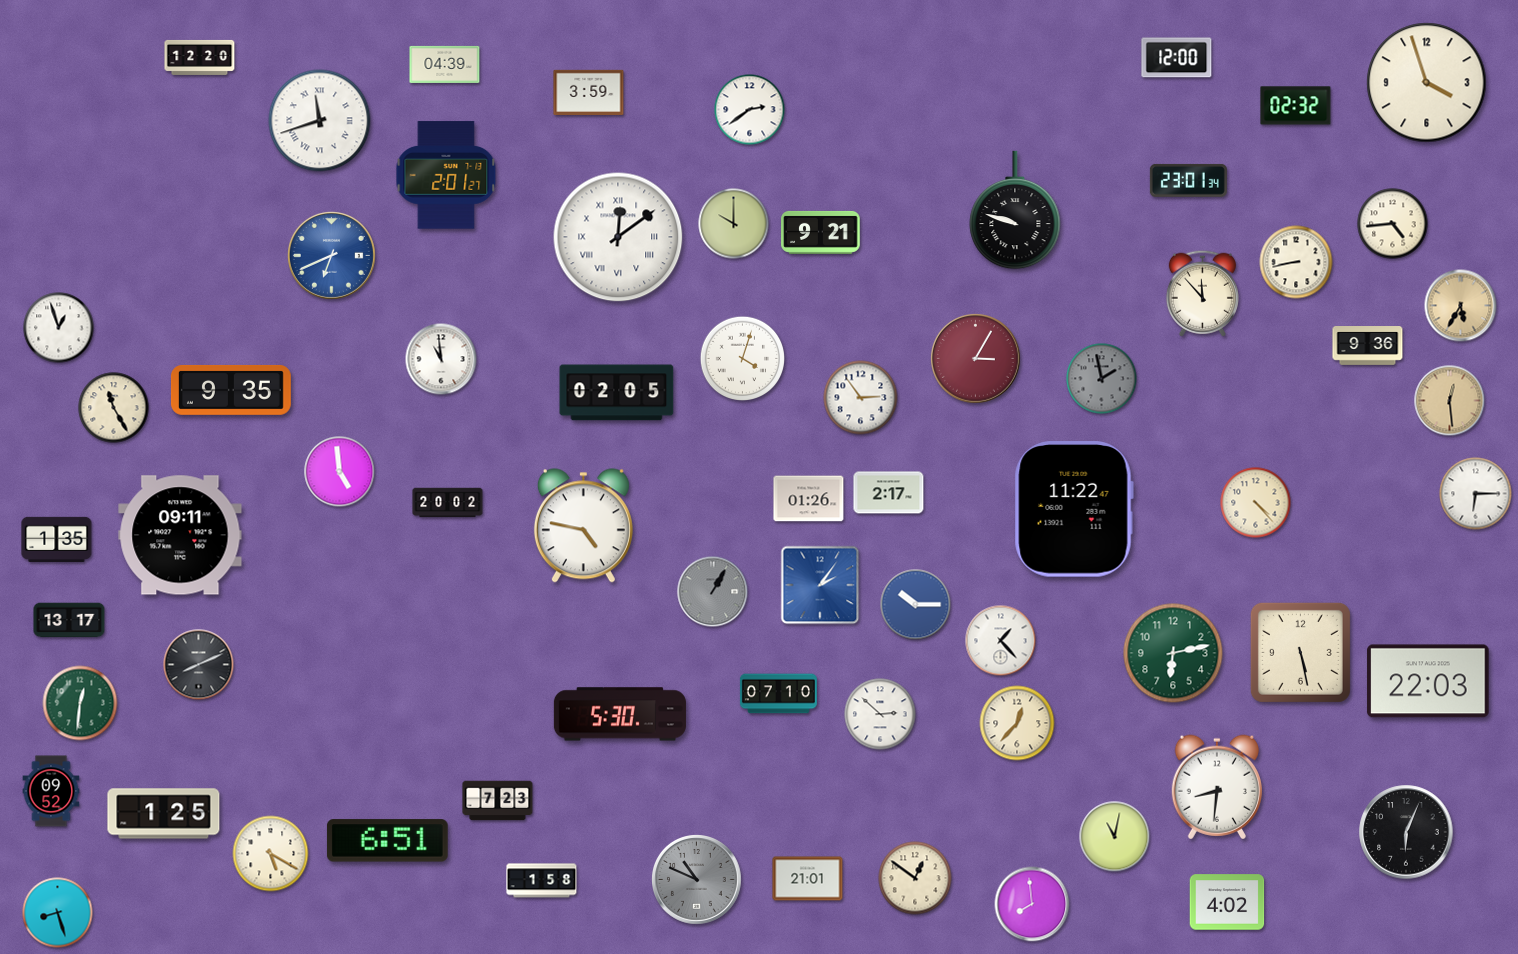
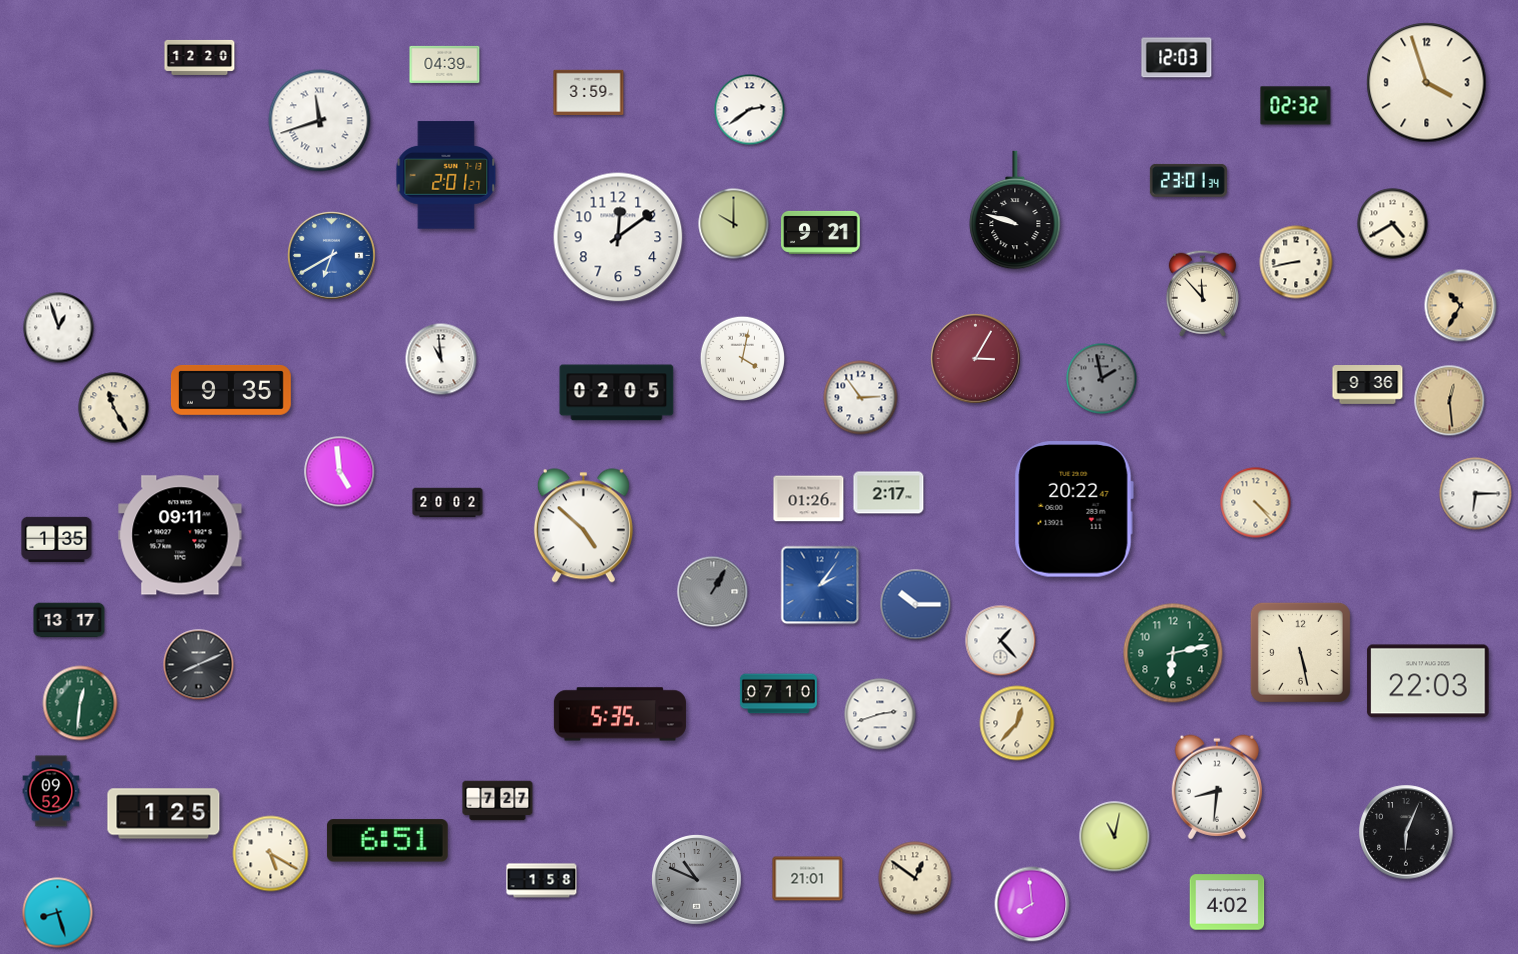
clock at (1177, 58): 12:00 -> 12:03
clock at (1393, 224): 4:44 -> 4:40
clock at (618, 237) numerals: Roman -> Arabic
clock at (331, 255): 6:41 -> 6:40
clock at (1461, 306): 5:35 -> 10:35
clock at (1368, 346) position: (1368, 346) -> (1368, 385)
clock at (743, 359): 4:03 -> 4:02
clock at (1074, 509): 11:22 -> 20:22
clock at (583, 526): 4:47 -> 4:52
clock at (620, 714): 5:30 -> 5:35
clock at (880, 714): 2:52 -> 2:42
clock at (498, 801): 7:23 -> 7:27
